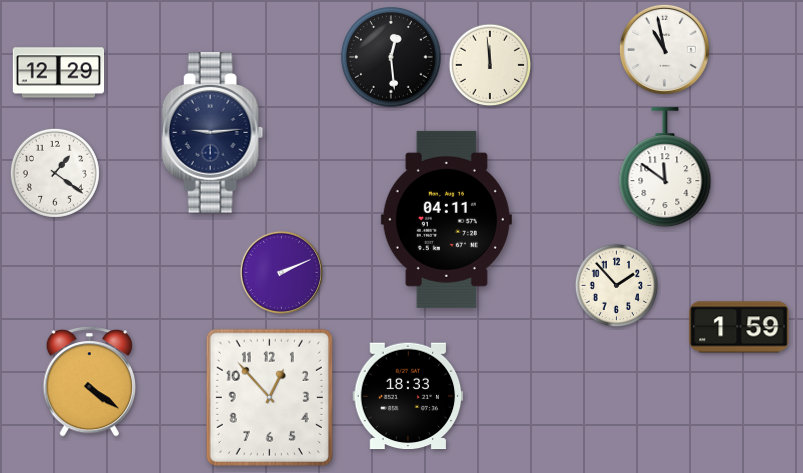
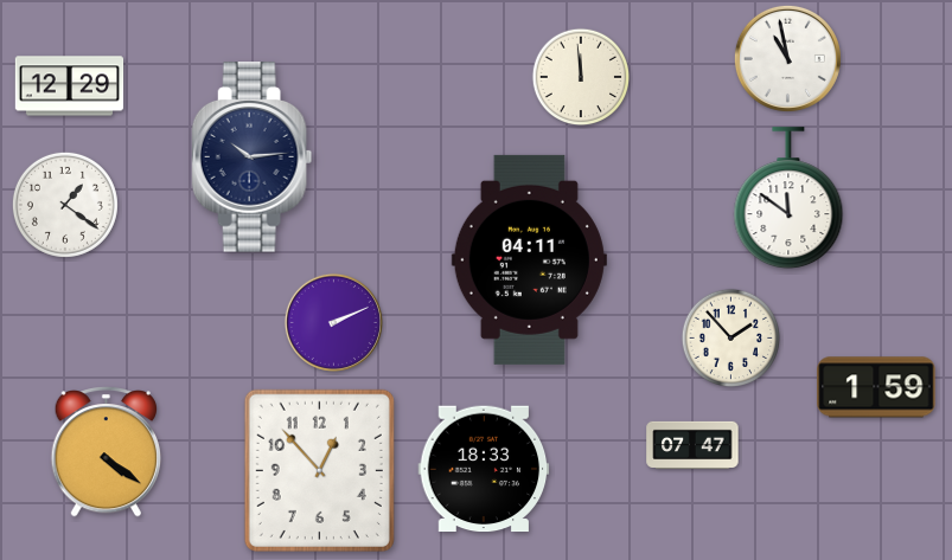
clock at (391, 57): 12:29 -> none
clock at (213, 133): 9:14 -> 10:14
clock at (692, 444): none -> 07:47
